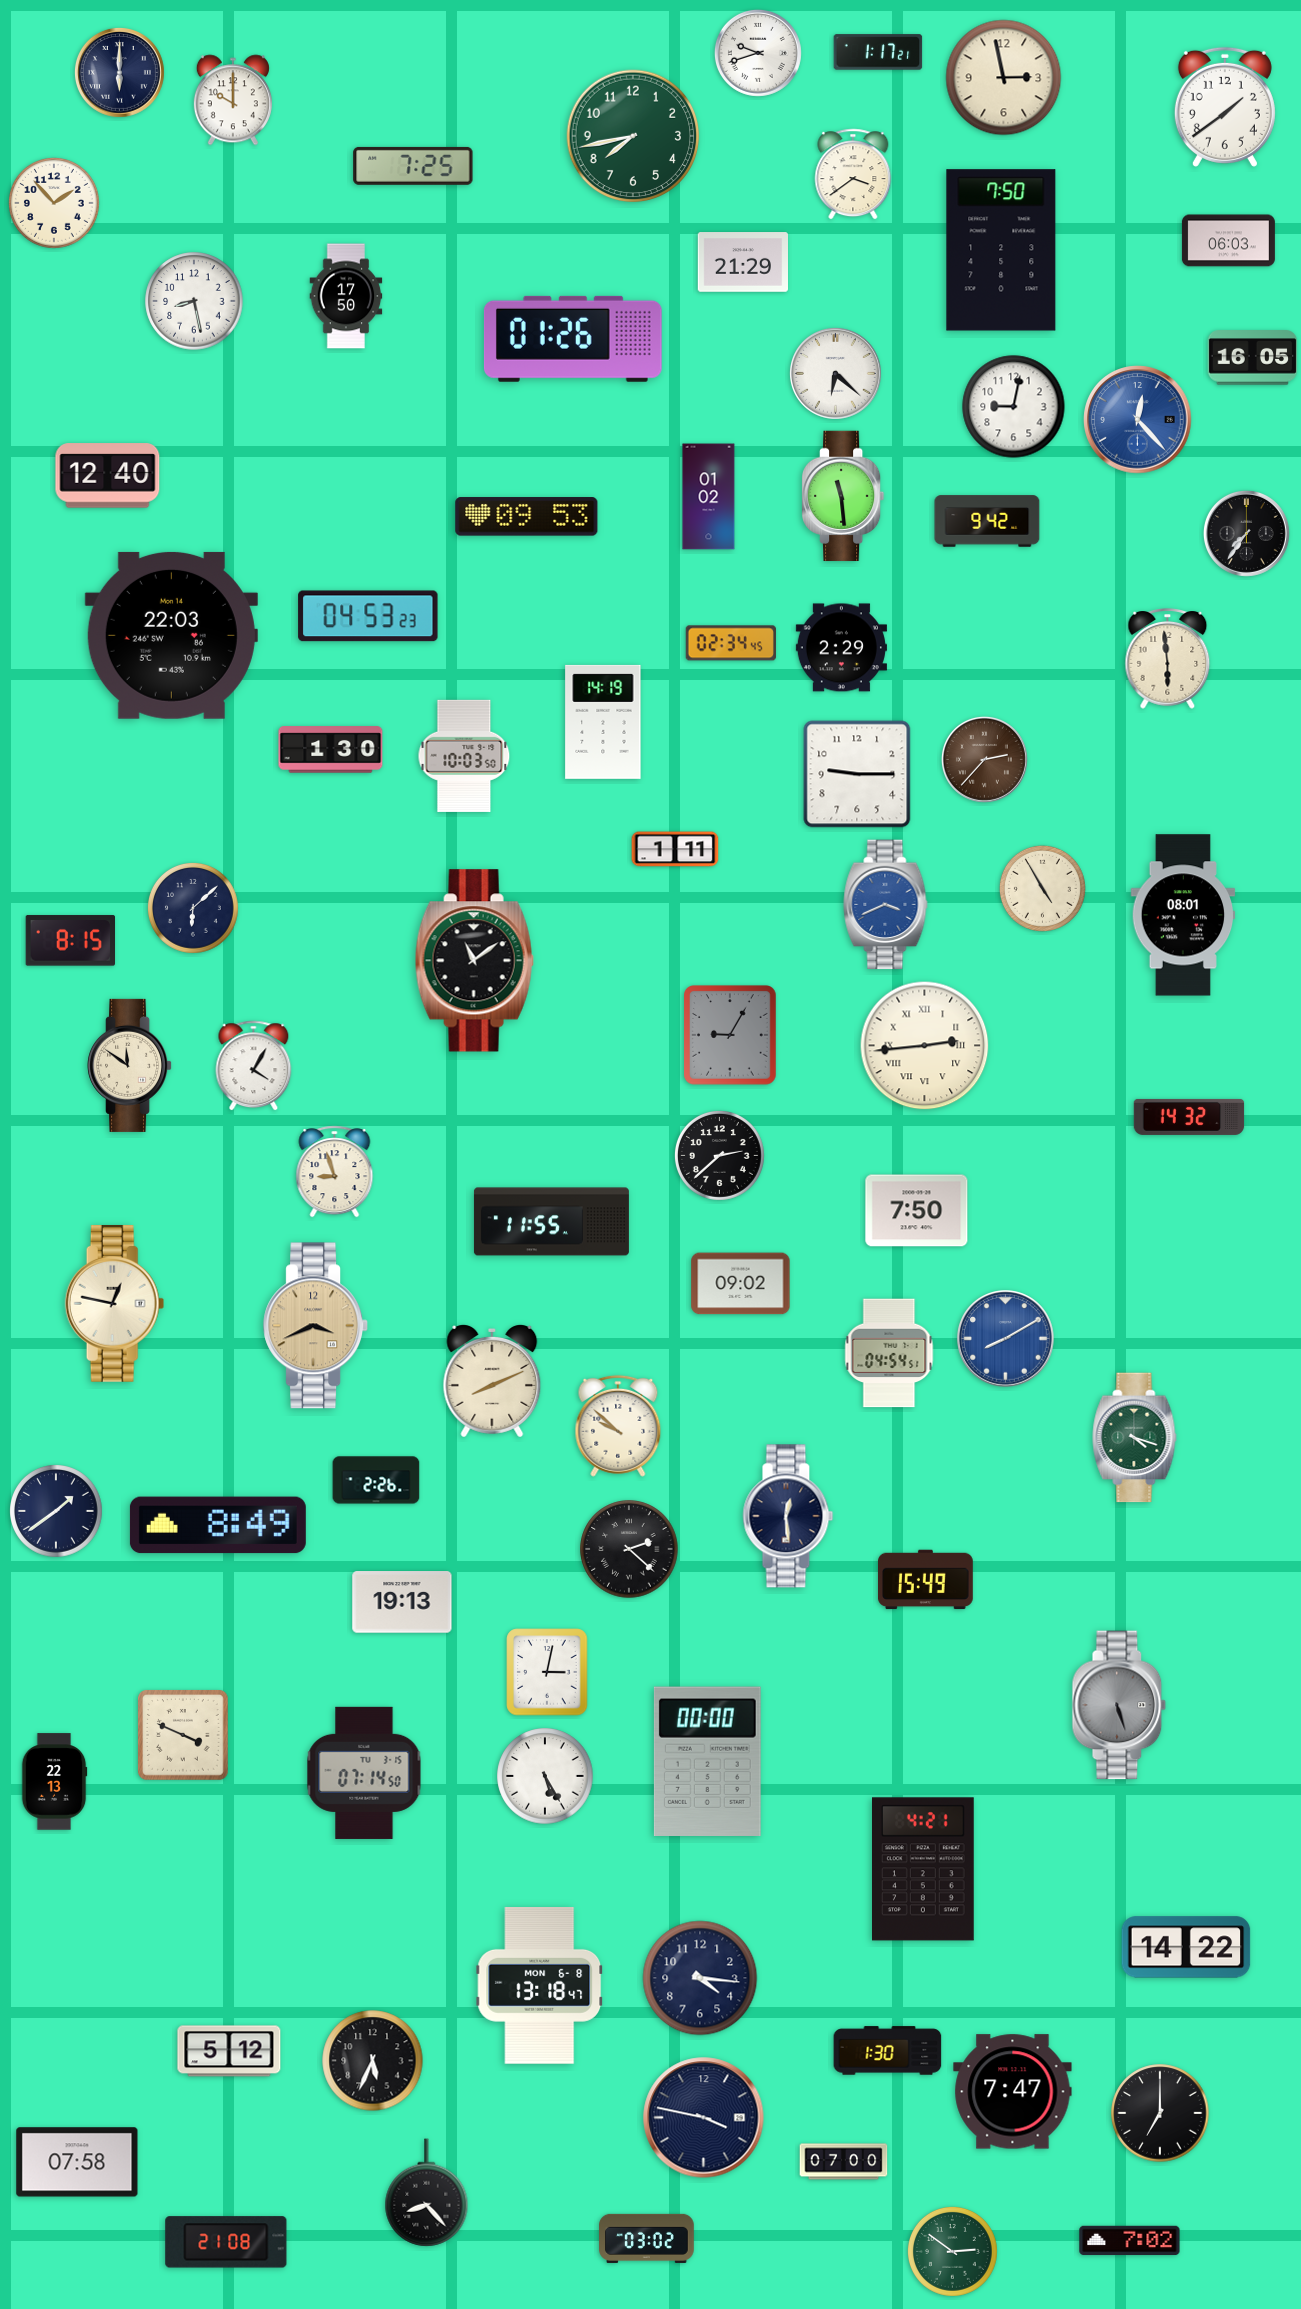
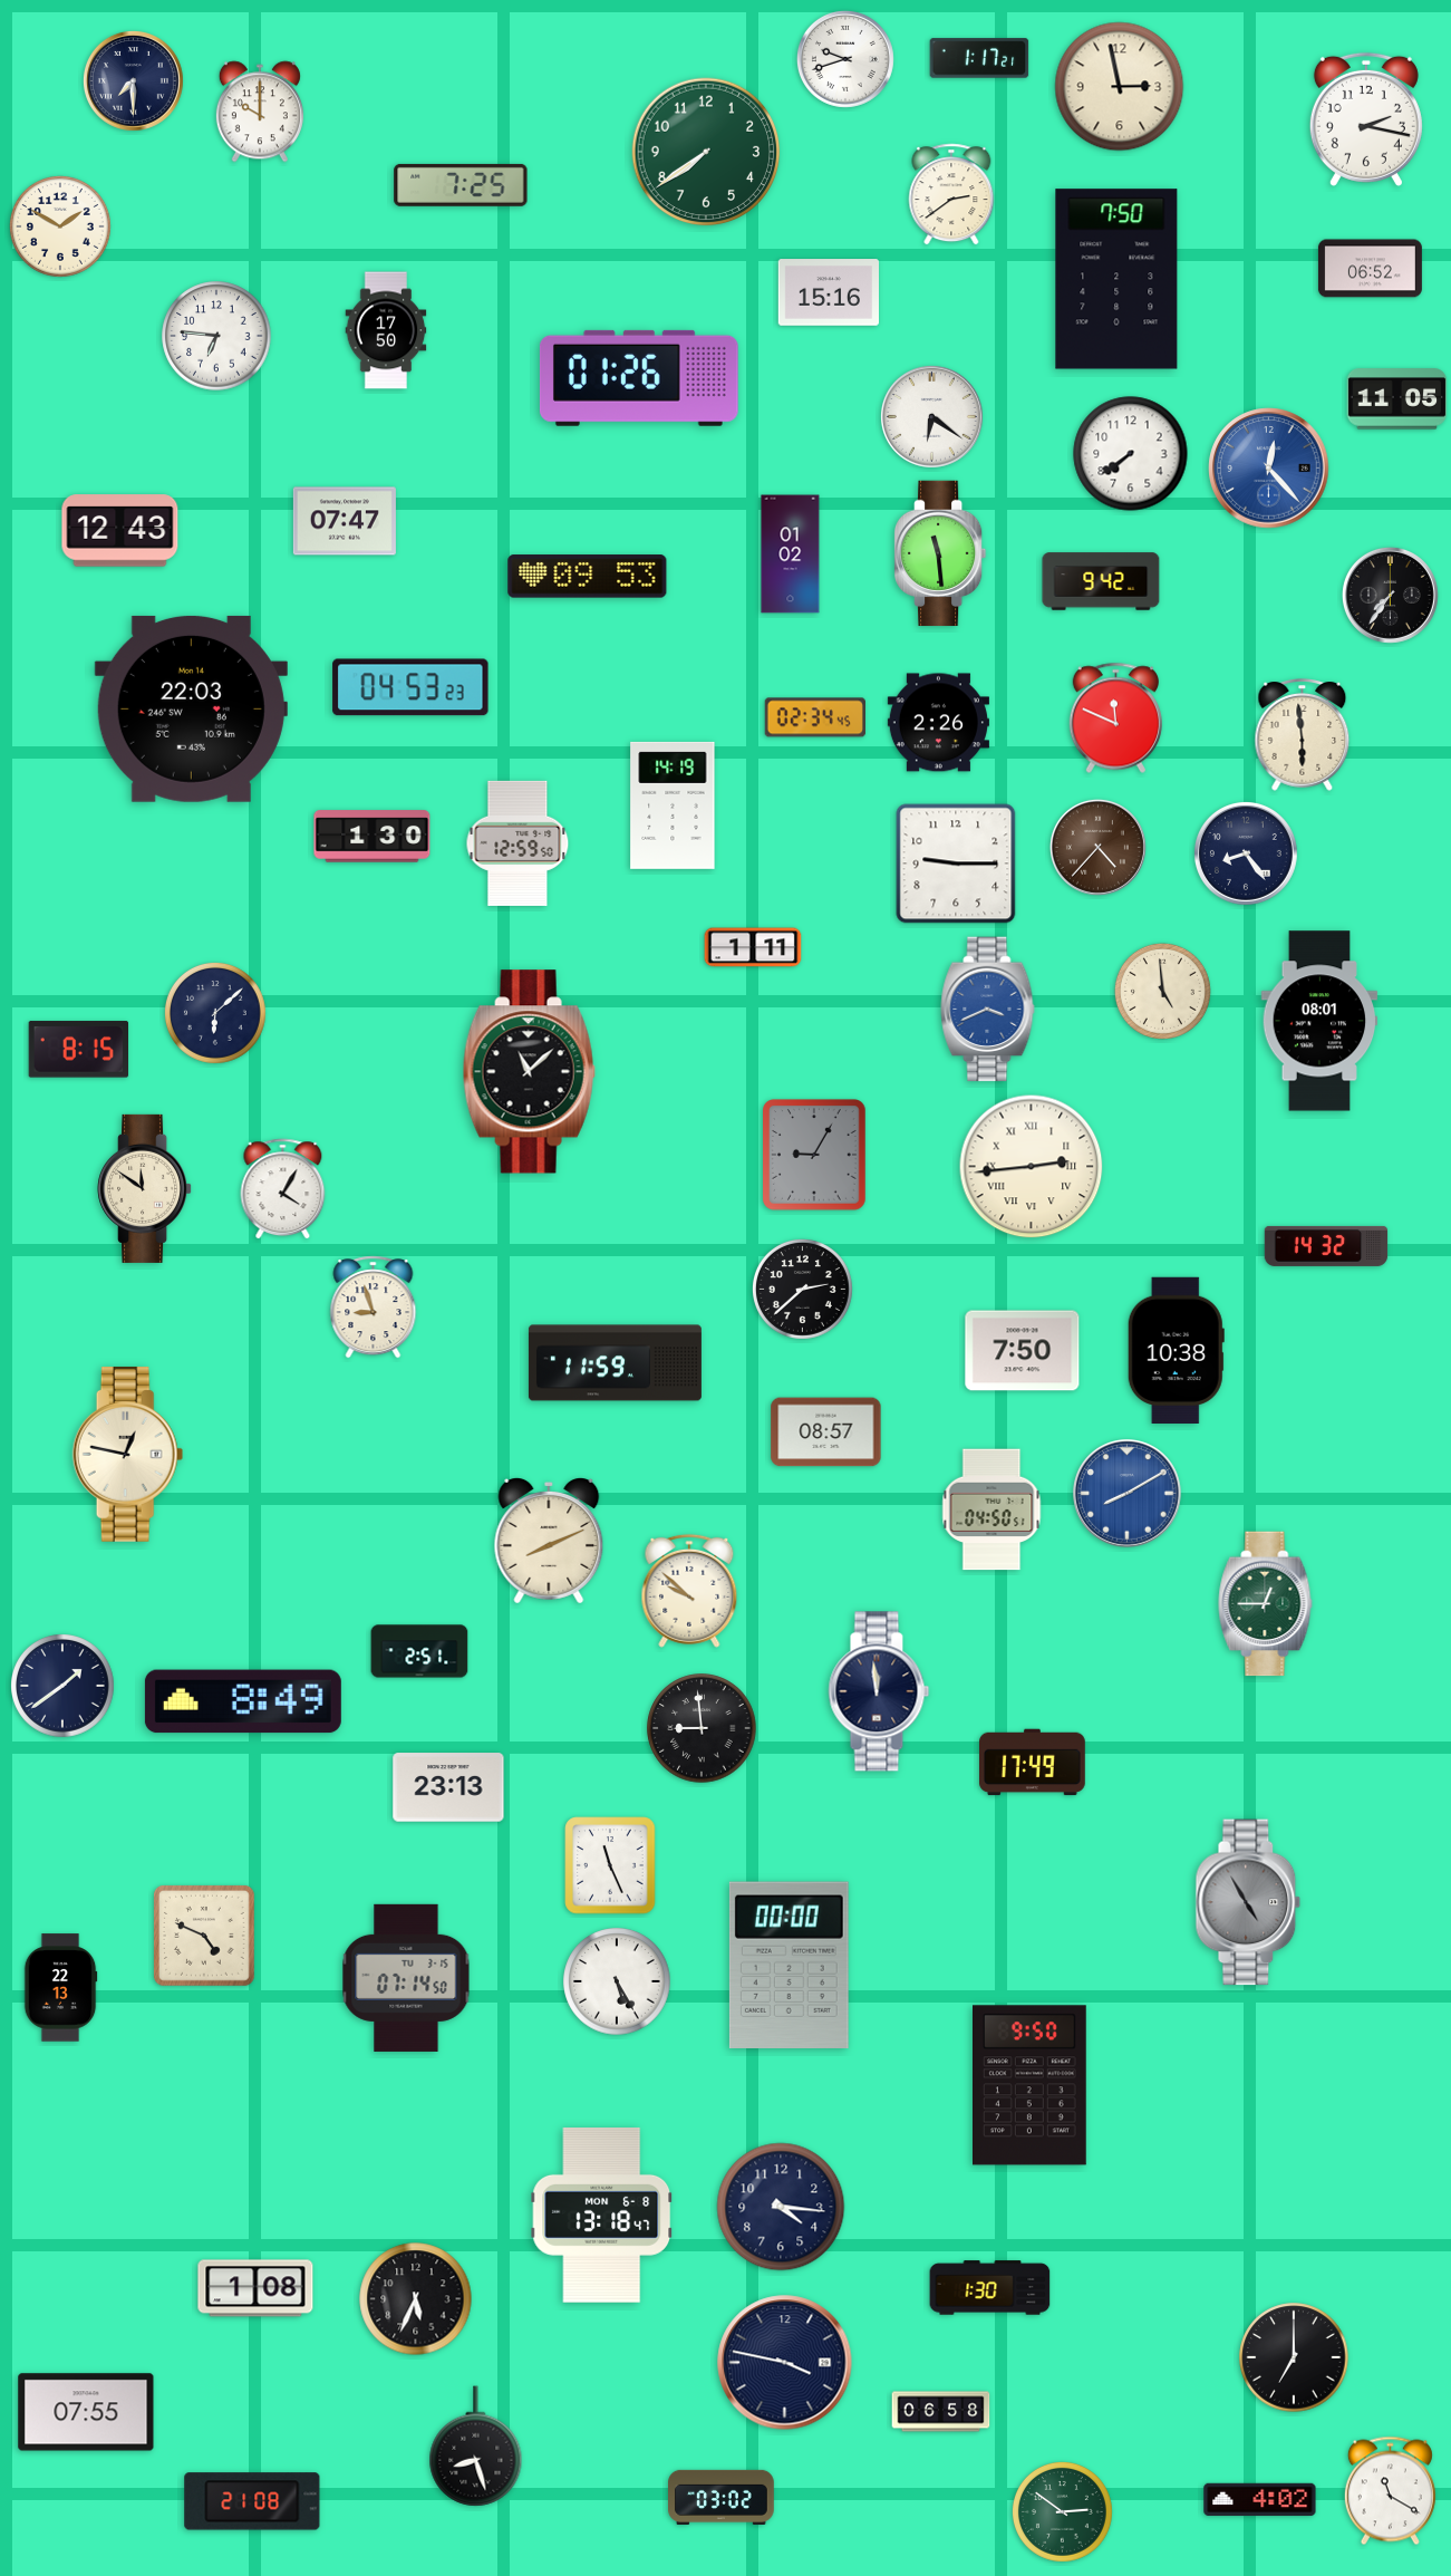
clock at (119, 72): 6:00 -> 7:30
clock at (1225, 107): 1:39 -> 2:17
clock at (633, 136): 7:43 -> 7:39
clock at (853, 174): 3:39 -> 2:39
clock at (55, 204): 1:53 -> 1:50
clock at (1228, 241): 06:03 -> 06:52
clock at (742, 262): 21:29 -> 15:16
clock at (194, 301): 8:28 -> 6:46
clock at (1253, 358): 16:05 -> 11:05
clock at (835, 373): 6:22 -> 6:21
clock at (1014, 407): 9:02 -> 7:39
clock at (345, 521): none -> 07:47
clock at (108, 476): 12:40 -> 12:43
clock at (1115, 718): none -> 11:49
clock at (841, 648): 2:29 -> 2:26
clock at (331, 750) position: (331, 750) -> (373, 837)
clock at (464, 756): 10:03 -> 12:59
clock at (984, 759): 2:37 -> 4:37
clock at (1246, 853): none -> 8:24
clock at (1042, 888): 4:55 -> 4:59
clock at (474, 961): 11:09 -> 11:08
clock at (1176, 1350): none -> 10:38
clock at (551, 1222): 11:55 -> 11:59
clock at (741, 1284): 09:02 -> 08:57
clock at (316, 1326): 3:41 -> none
clock at (1006, 1339) position: (1006, 1339) -> (1128, 1494)
clock at (889, 1353): 04:54 -> 04:50
clock at (1135, 1438): 4:18 -> 12:45
clock at (376, 1480): 2:26 -> 2:51
clock at (788, 1516): 12:29 -> 11:59
clock at (629, 1549): 2:22 -> 8:59
clock at (926, 1580): 15:49 -> 17:49
clock at (402, 1602): 19:13 -> 23:13
clock at (547, 1672): 3:02 -> 11:26
clock at (1119, 1705): 5:27 -> 4:55
clock at (184, 1736): 3:49 -> 4:49
clock at (545, 1776) position: (545, 1776) -> (617, 1981)
clock at (924, 1869): 4:21 -> 9:50
clock at (1186, 1947): 14:22 -> none
clock at (229, 2051): 5:12 -> 1:08
clock at (1013, 2092): 7:47 -> none
clock at (77, 2162): 07:58 -> 07:55
clock at (844, 2162): 07:00 -> 06:58
clock at (427, 2193): 8:23 -> 8:27
clock at (1390, 2491): none -> 11:20
clock at (1130, 2241): 7:02 -> 4:02
